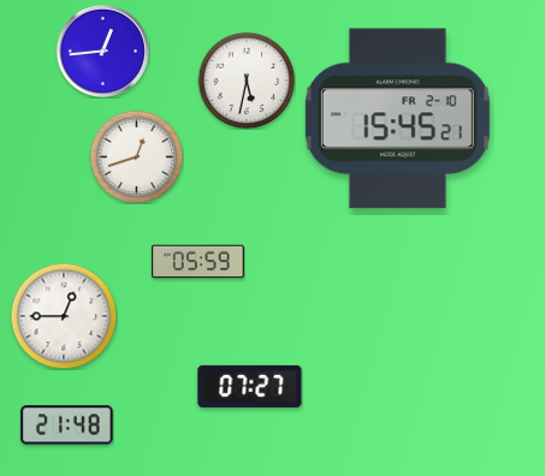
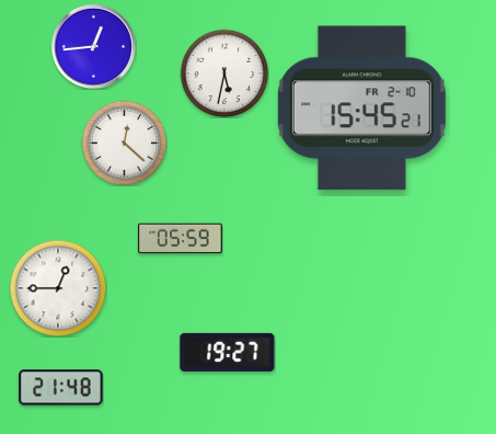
clock at (136, 156): 12:42 -> 12:22
clock at (250, 386): 07:27 -> 19:27
